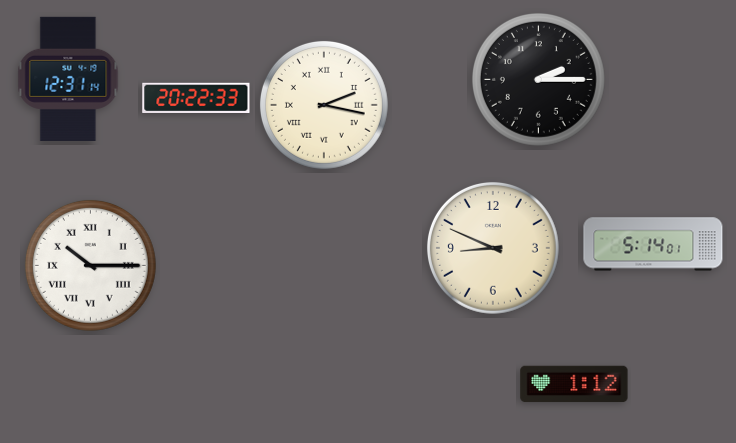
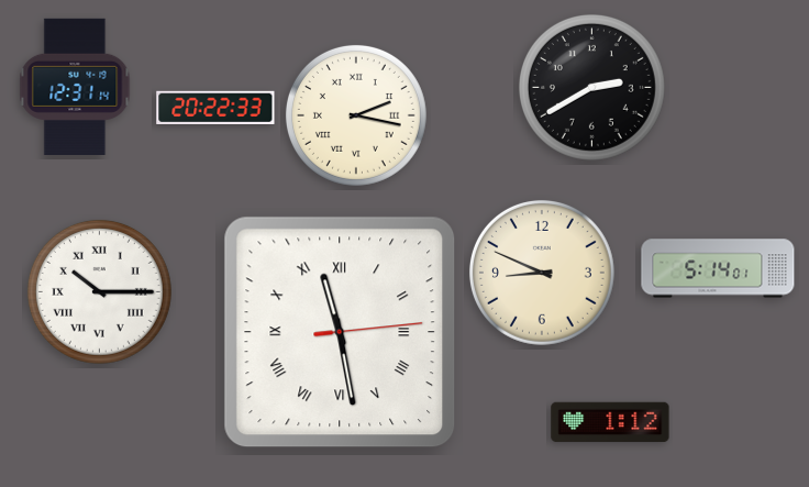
clock at (538, 79): 2:15 -> 2:40
clock at (340, 332): none -> 11:28
clock at (574, 384) position: (574, 384) -> (610, 422)
